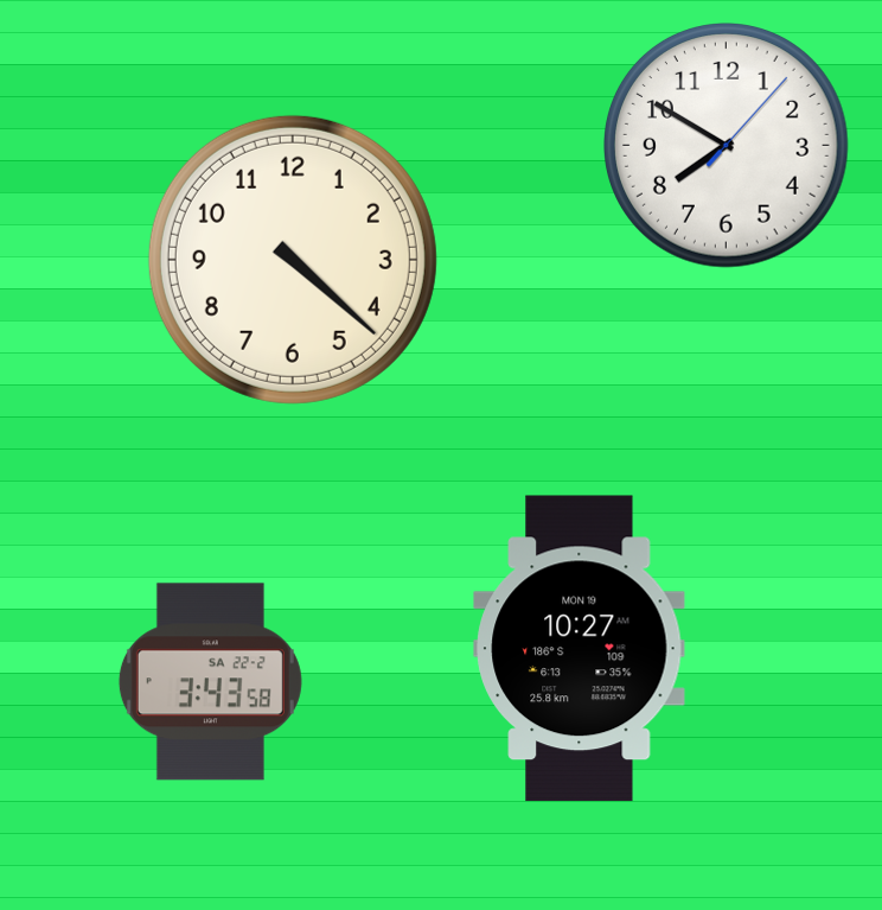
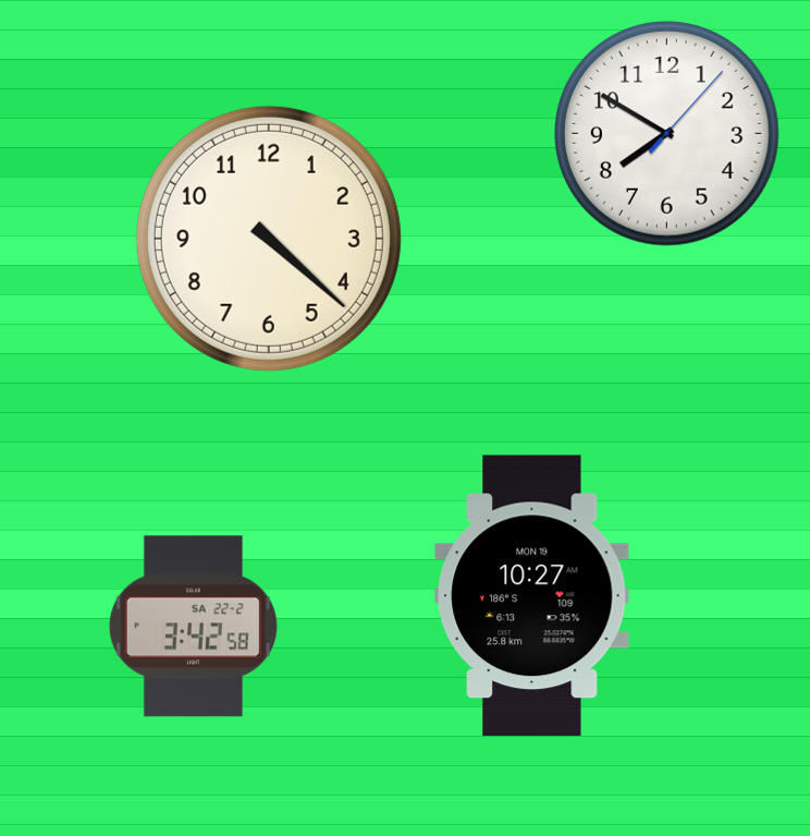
clock at (210, 682): 3:43 -> 3:42
